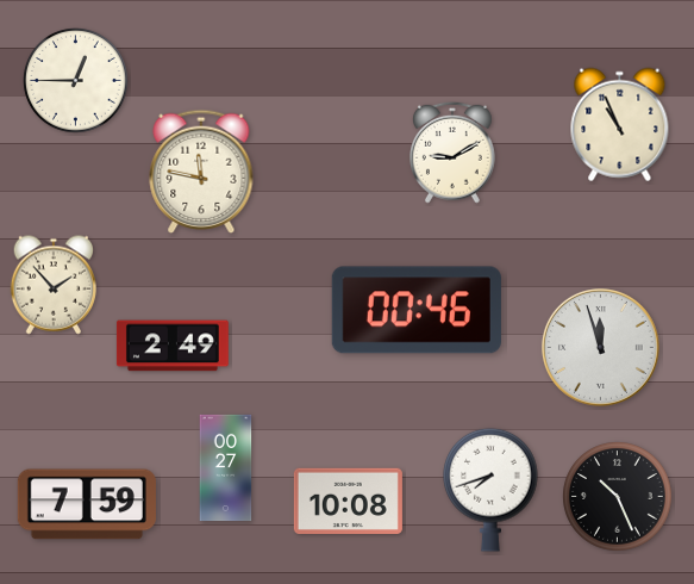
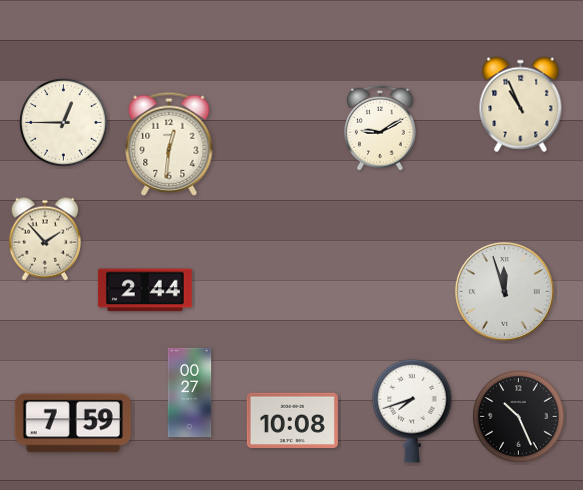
clock at (76, 81) position: (76, 81) -> (64, 123)
clock at (201, 172): 11:47 -> 12:31
clock at (417, 310): 00:46 -> none
clock at (173, 346): 2:49 -> 2:44
